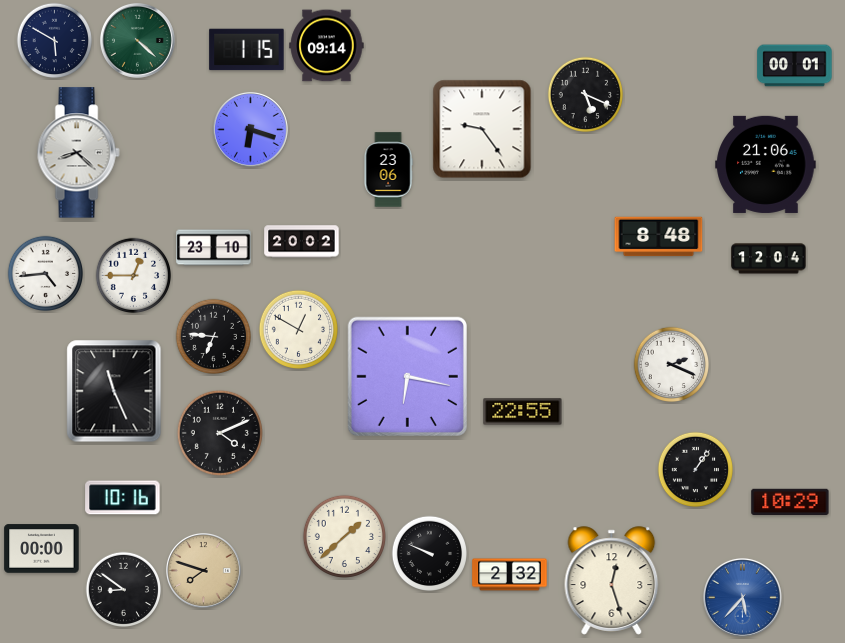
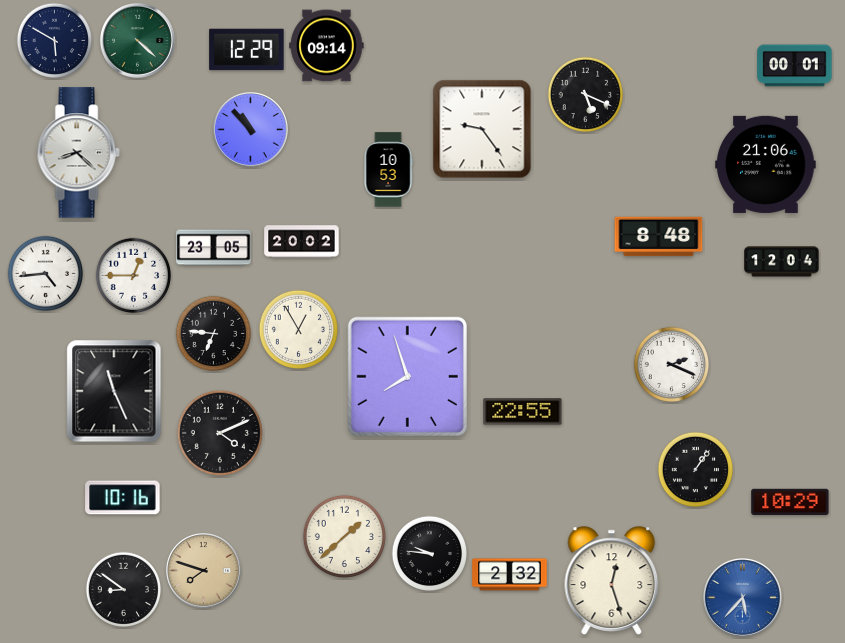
clock at (247, 50): 1:15 -> 12:29
clock at (250, 129): 6:18 -> 10:53
clock at (388, 170): 23:06 -> 10:53
clock at (214, 248): 23:10 -> 23:05
clock at (769, 259) position: (769, 259) -> (782, 262)
clock at (298, 329): 12:50 -> 12:55
clock at (214, 337) position: (214, 337) -> (214, 334)
clock at (407, 376): 6:17 -> 7:57
clock at (42, 549): 00:00 -> none
clock at (430, 554): 9:49 -> 9:46
